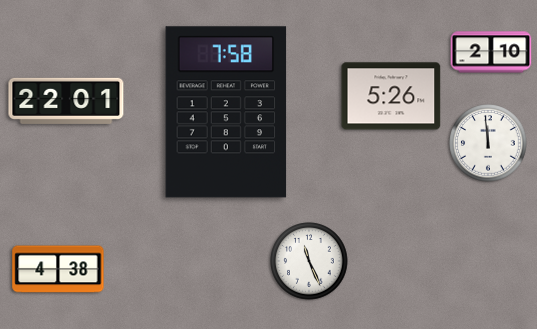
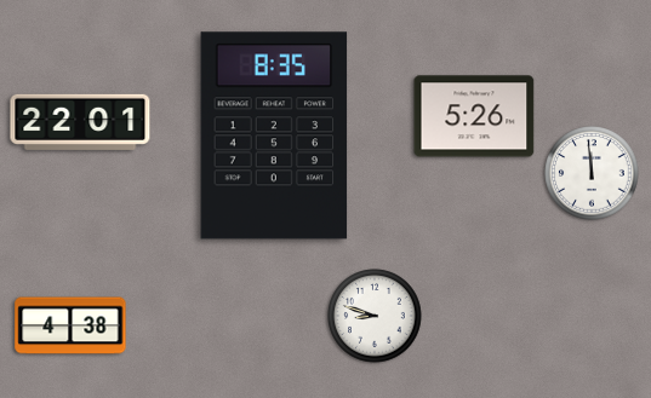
clock at (491, 52): 2:10 -> none
clock at (226, 112): 7:58 -> 8:35
clock at (309, 261): 11:26 -> 8:48
